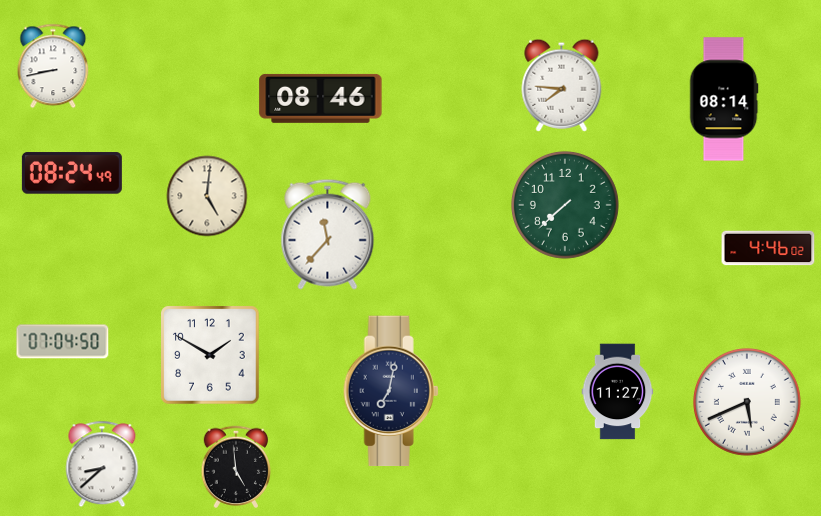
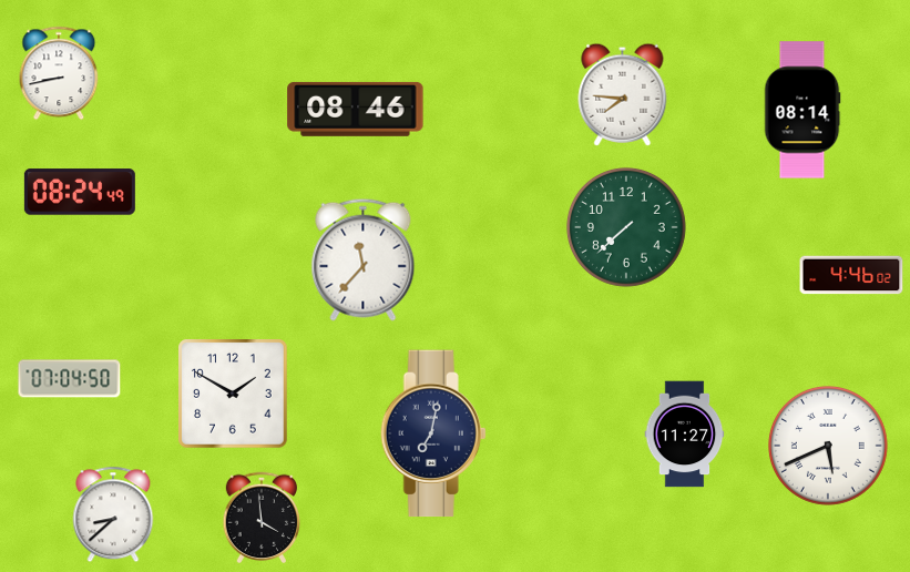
clock at (207, 196): 5:01 -> none
clock at (236, 467): 4:59 -> 3:59
